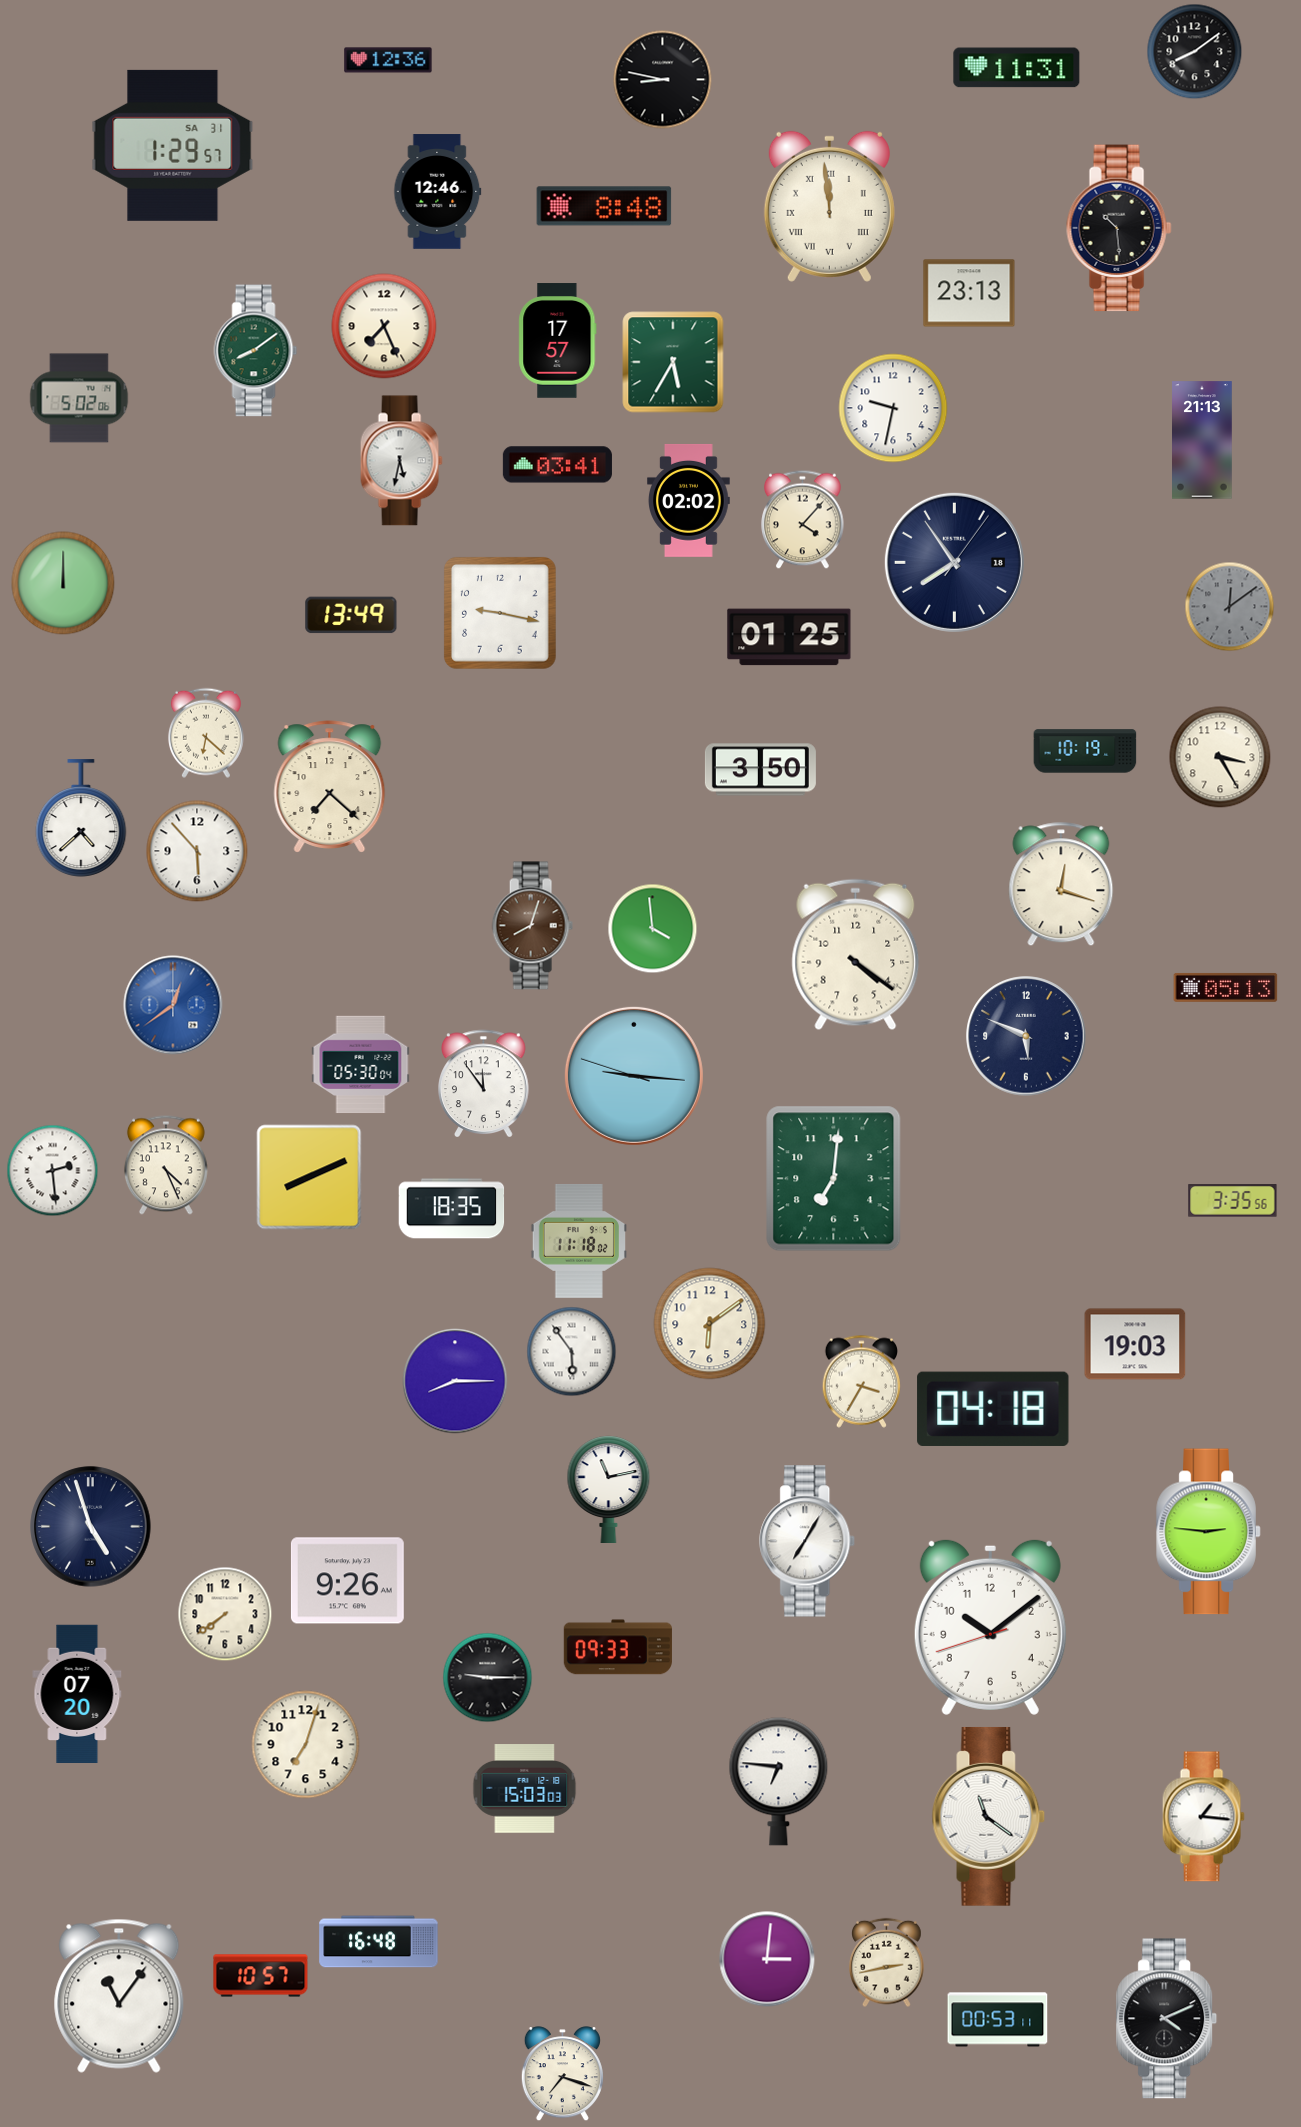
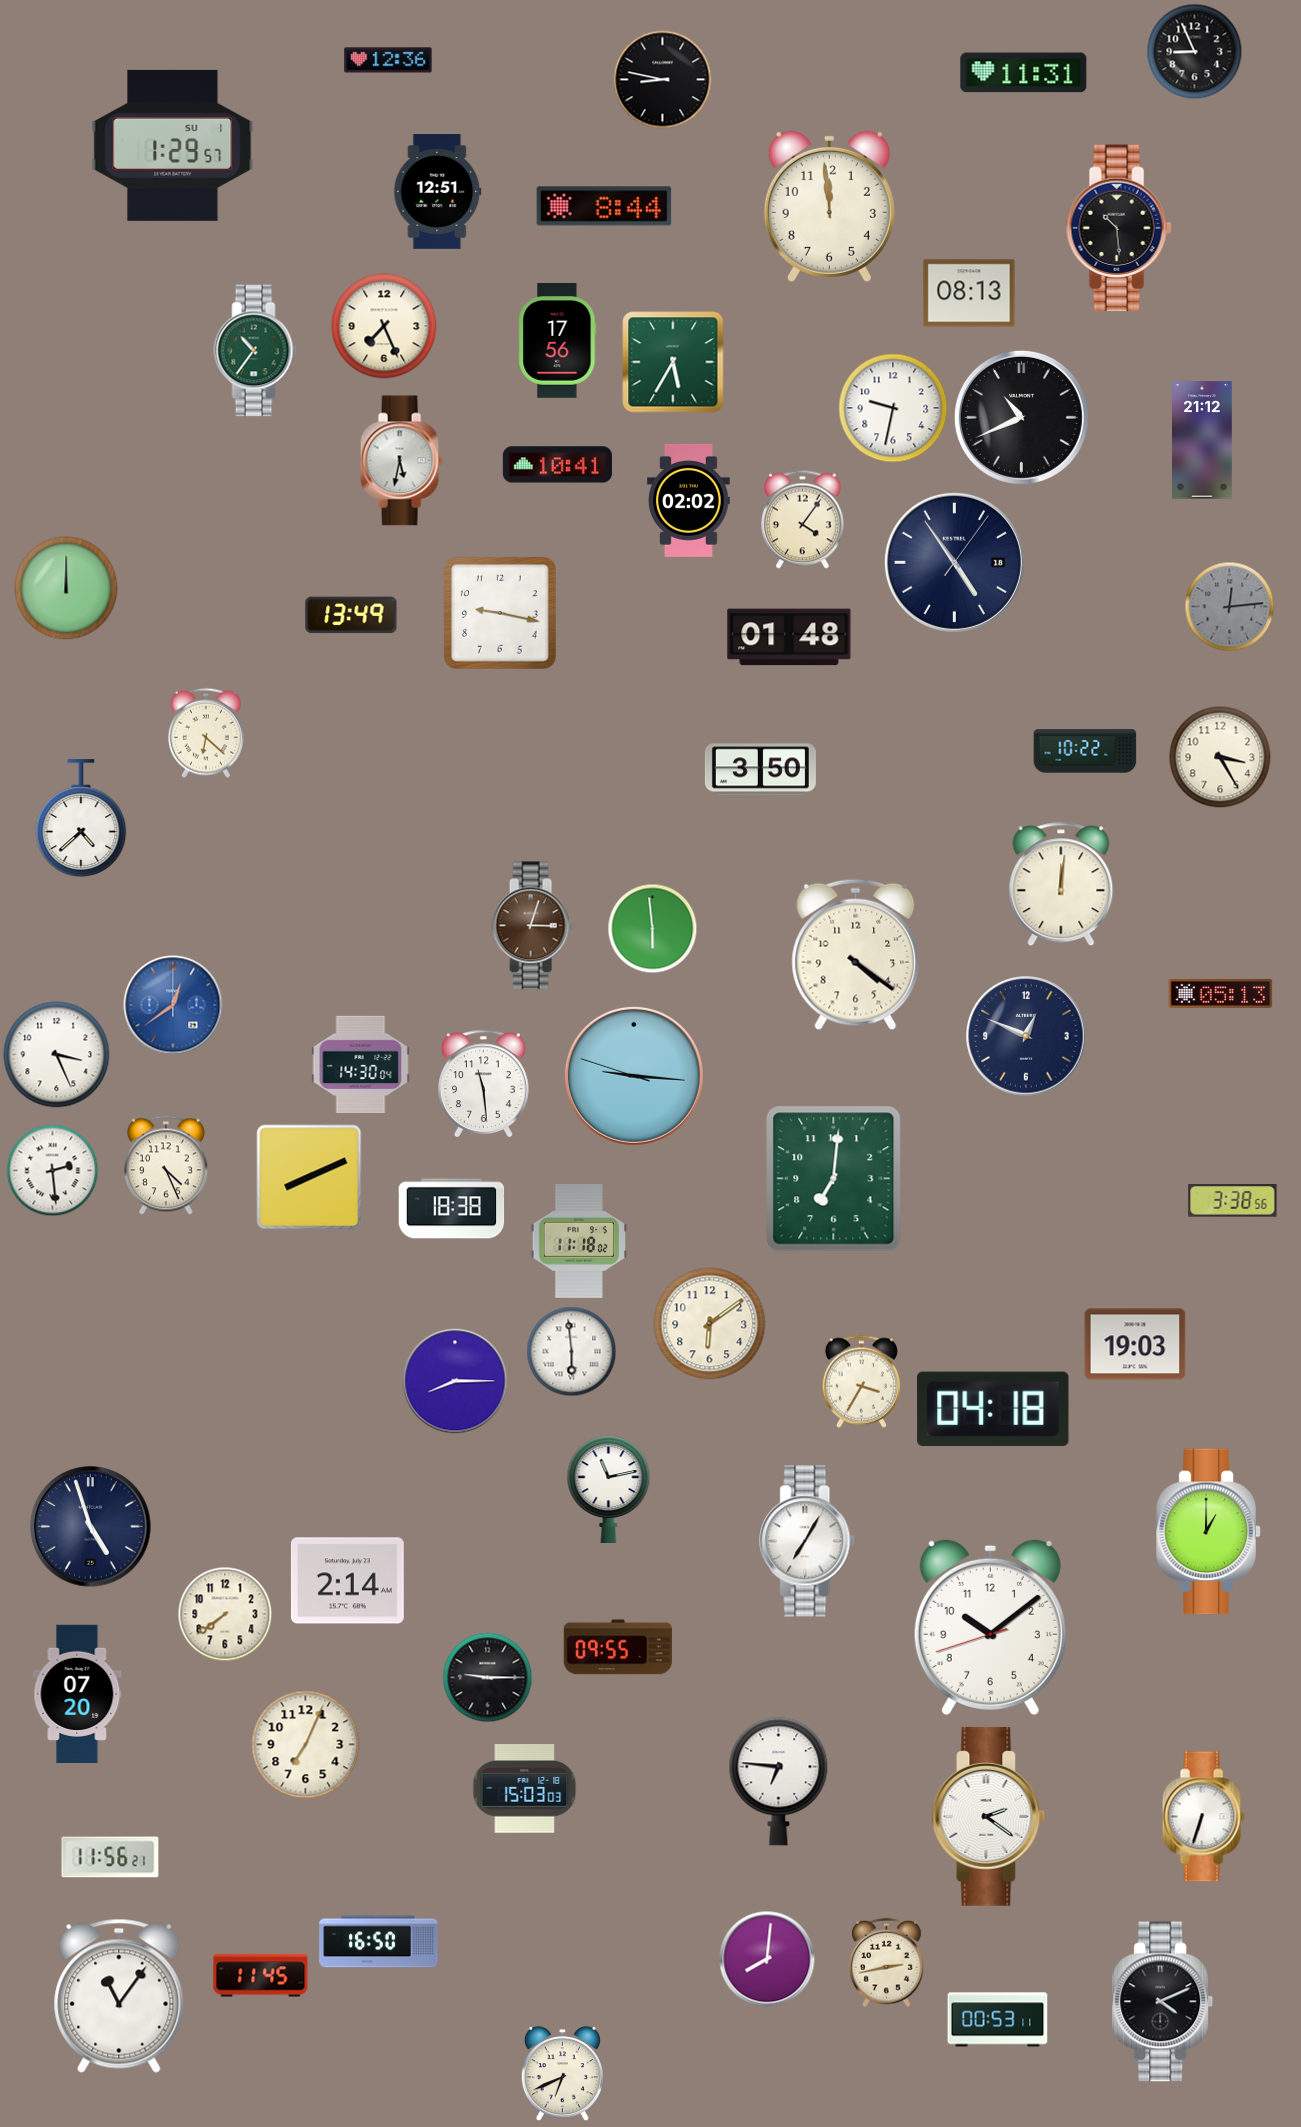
clock at (1195, 52): 8:09 -> 8:56
clock at (1017, 68) position: (1017, 68) -> (1024, 73)
clock at (173, 145) date: SA 31 -> SU 1
clock at (438, 192): 12:46 -> 12:51
clock at (604, 206): 8:48 -> 8:44
clock at (829, 206) numerals: Roman -> Arabic
clock at (969, 293): 23:13 -> 08:13
clock at (558, 341): 17:57 -> 17:56
clock at (256, 351): 8:09 -> 10:36
clock at (79, 398): 5:02 -> none
clock at (1021, 417): none -> 10:41
clock at (1203, 440): 21:13 -> 21:12
clock at (557, 465): 03:41 -> 10:41
clock at (803, 520): 4:07 -> 4:06
clock at (954, 562): 7:54 -> 4:54
clock at (63, 583) position: (63, 583) -> (66, 588)
clock at (1230, 607): 12:09 -> 12:14
clock at (789, 637): 01:25 -> 01:48
clock at (1085, 751): 10:19 -> 10:22
clock at (330, 787): 7:22 -> none
clock at (197, 851): 5:53 -> none
clock at (1061, 884): 12:18 -> 12:01
clock at (532, 926): 8:03 -> 3:03
clock at (653, 929): 3:59 -> 5:59
clock at (1226, 987) position: (1226, 987) -> (1221, 993)
clock at (1026, 1036): 5:49 -> 12:49
clock at (57, 1055): none -> 3:26
clock at (361, 1065): 05:30 -> 14:30
clock at (484, 1083): 11:54 -> 11:29
clock at (1233, 1201): 3:35 -> 3:38
clock at (452, 1209): 18:35 -> 18:38
clock at (572, 1352): 5:54 -> 5:59
clock at (1209, 1532): 2:46 -> 1:00
clock at (347, 1581): 9:26 -> 2:14
clock at (618, 1647): 09:33 -> 09:55
clock at (306, 1745): 7:03 -> 7:04
clock at (989, 1816): 11:21 -> 2:21
clock at (1203, 1817): 1:16 -> 6:33
clock at (110, 1857): none -> 11:56
clock at (379, 1942): 16:48 -> 16:50
clock at (767, 1959): 3:01 -> 8:01
clock at (261, 1976): 10:57 -> 11:45
clock at (1167, 2019) position: (1167, 2019) -> (1163, 2002)
clock at (562, 2074): 7:18 -> 6:41
